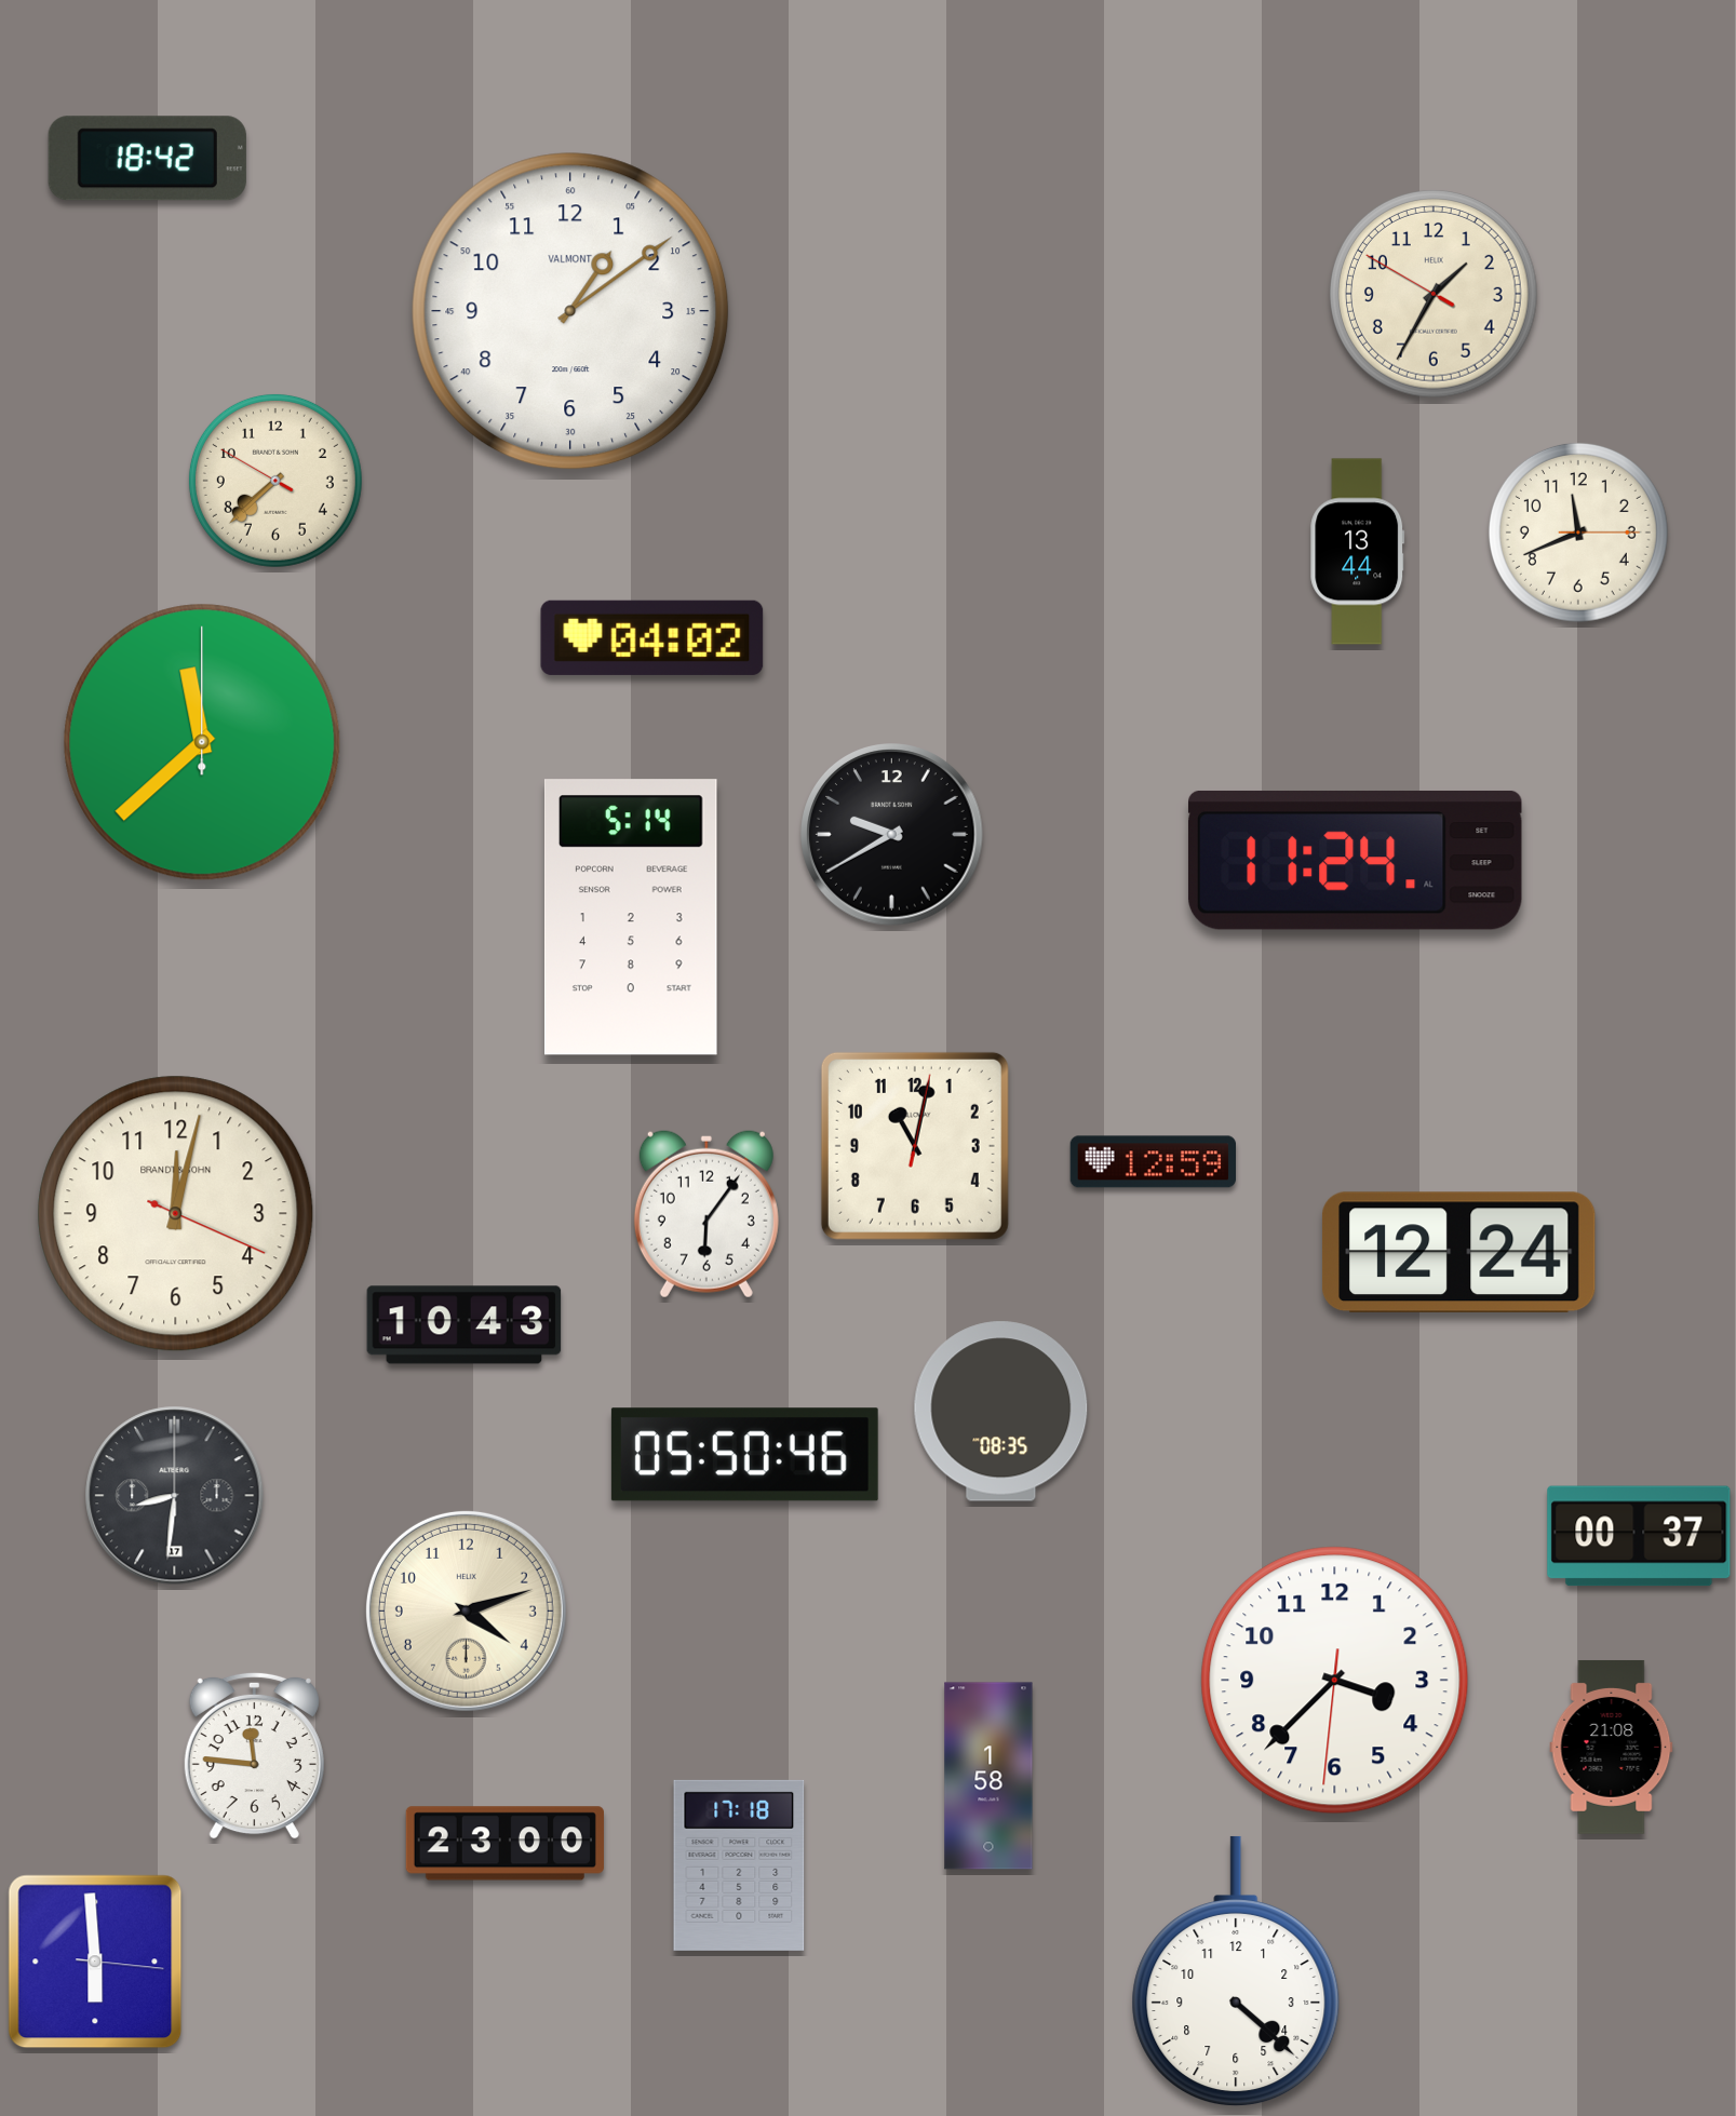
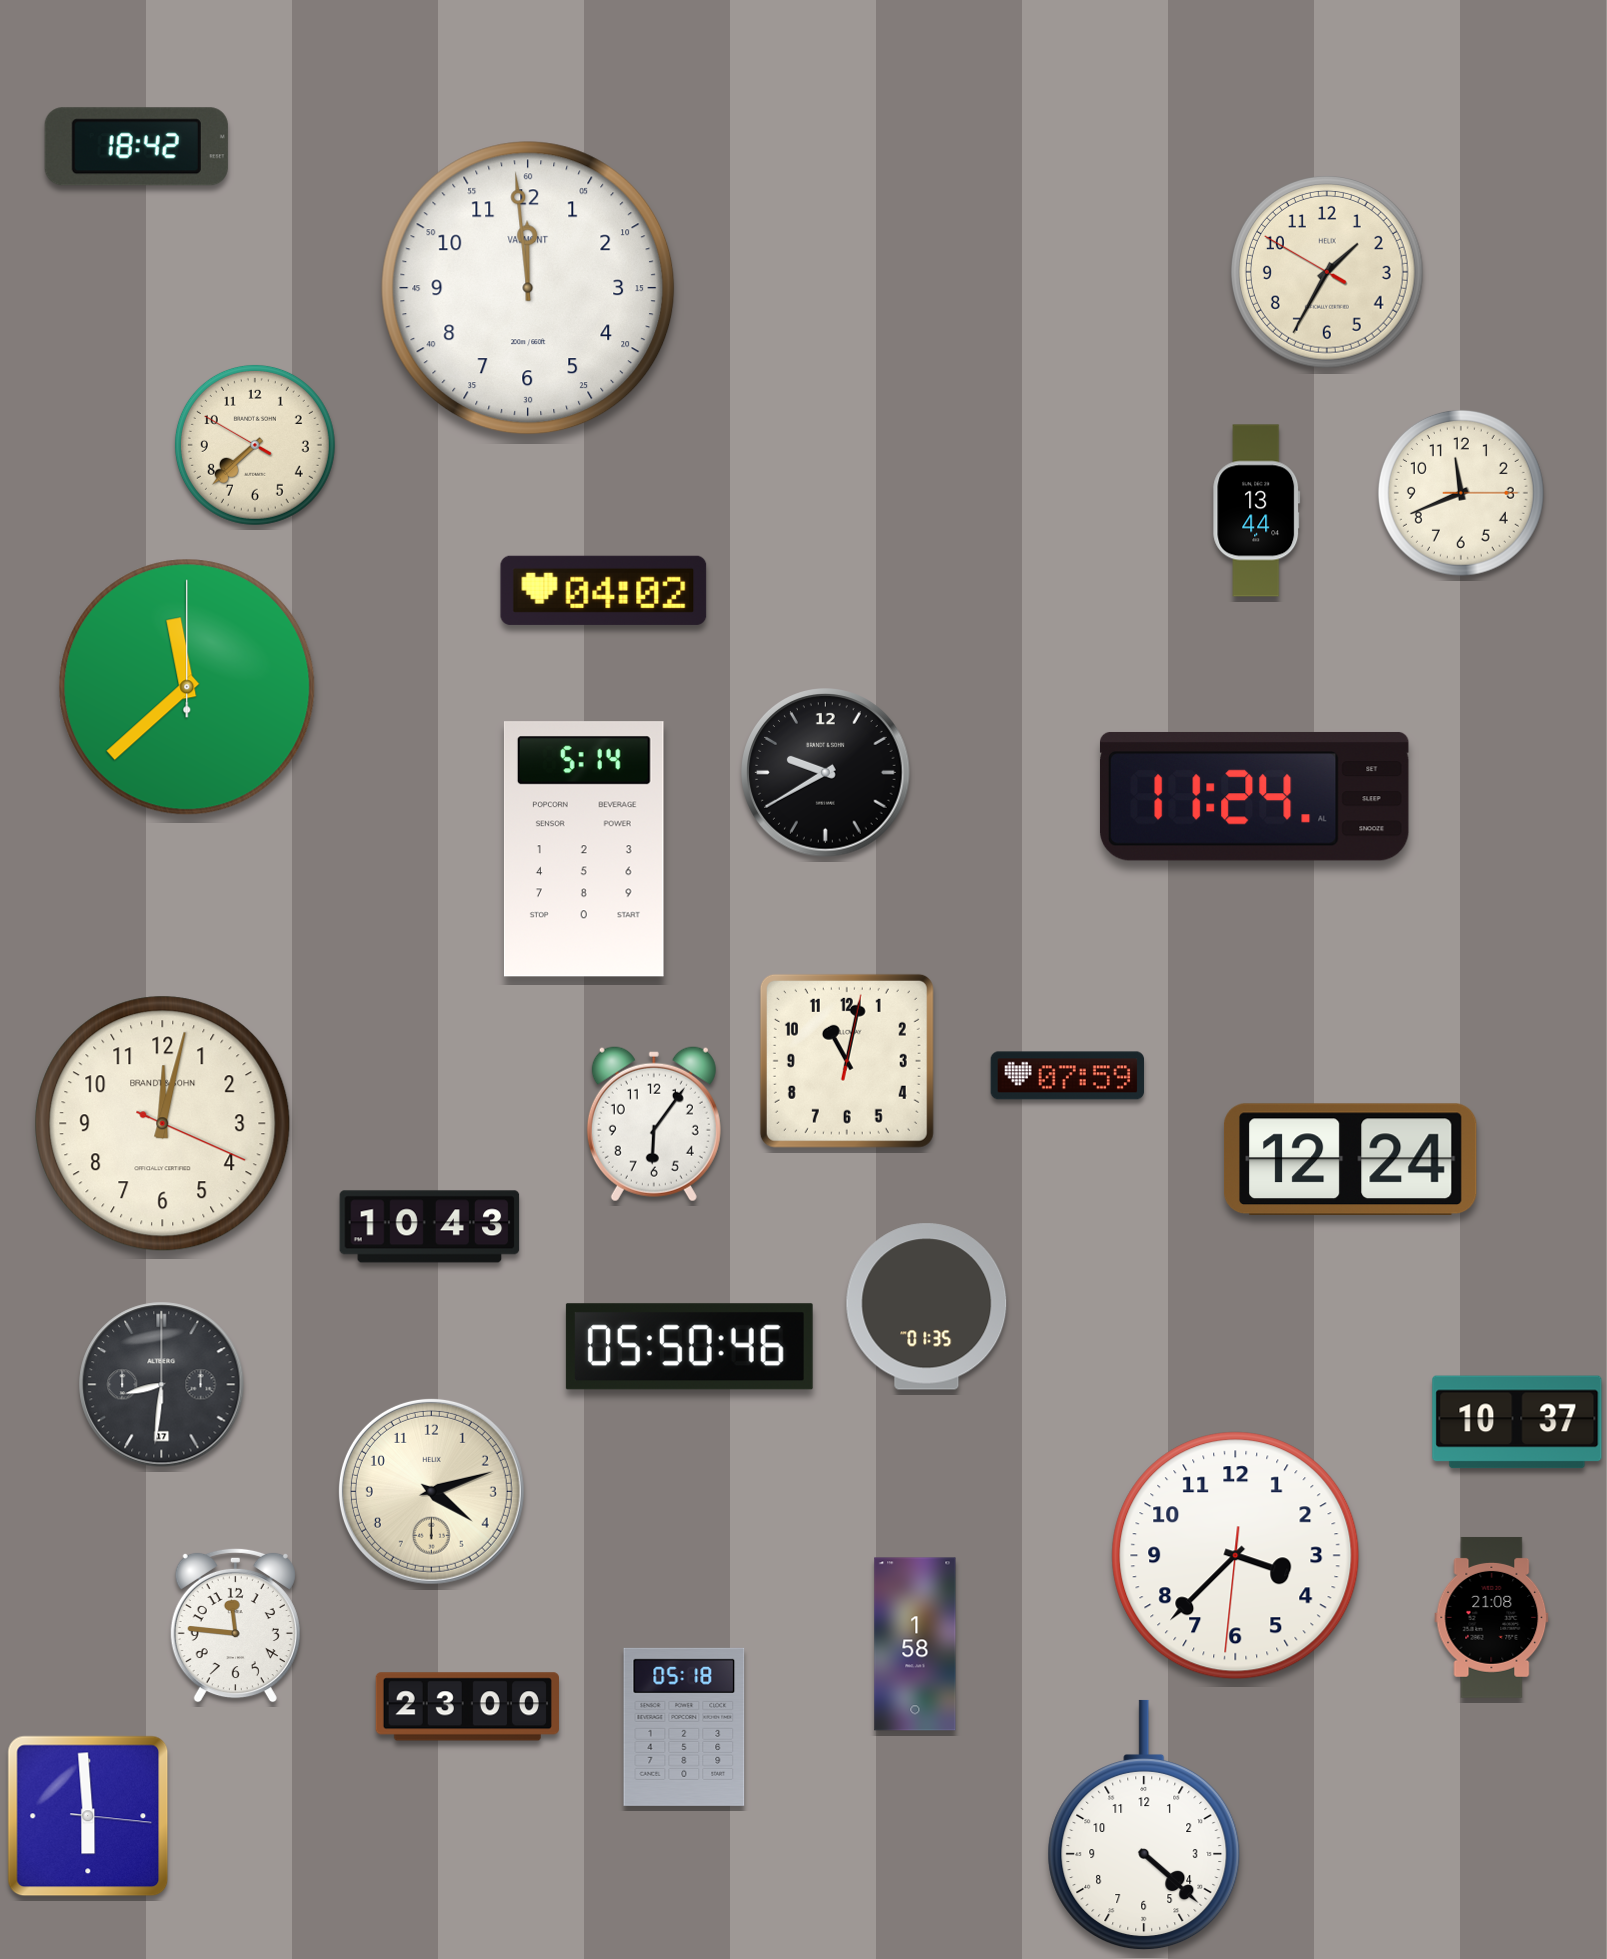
clock at (570, 311): 1:09 -> 11:59
clock at (1153, 1162): 12:59 -> 07:59
clock at (1001, 1412): 08:35 -> 01:35
clock at (1639, 1536): 00:37 -> 10:37
clock at (739, 1865): 17:18 -> 05:18
